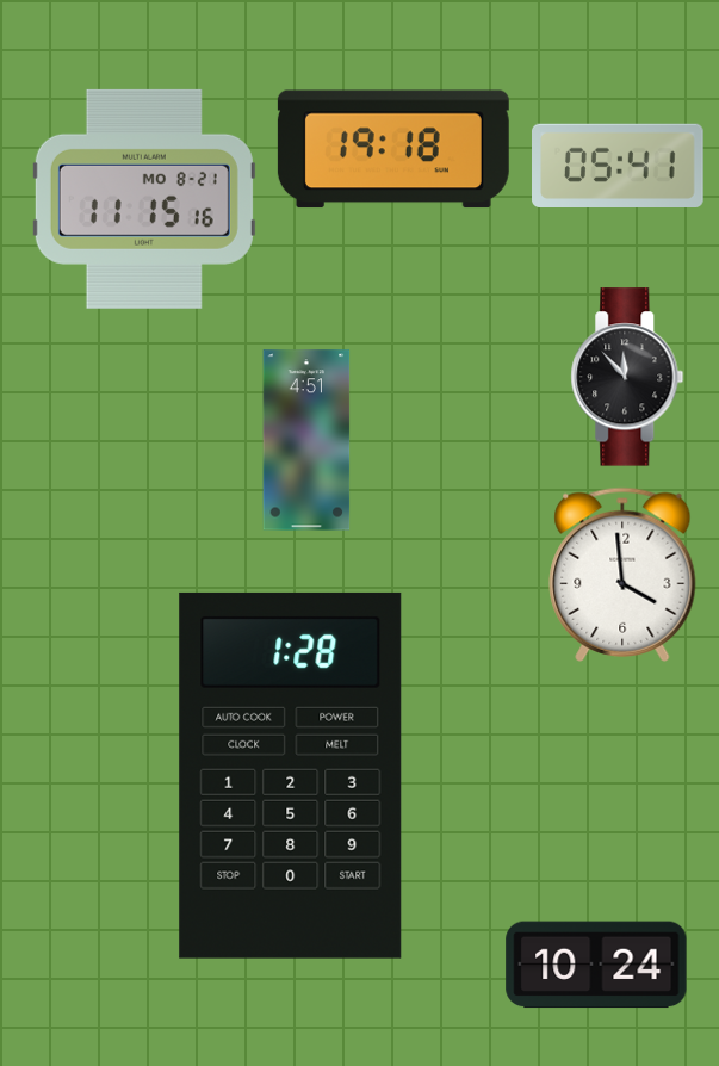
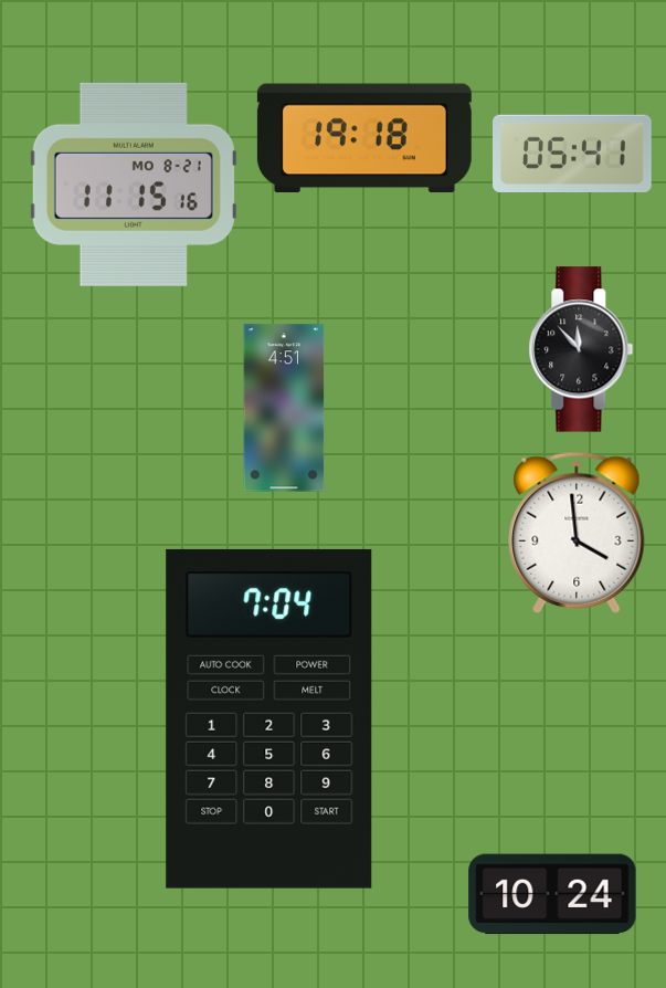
clock at (291, 775): 1:28 -> 7:04
